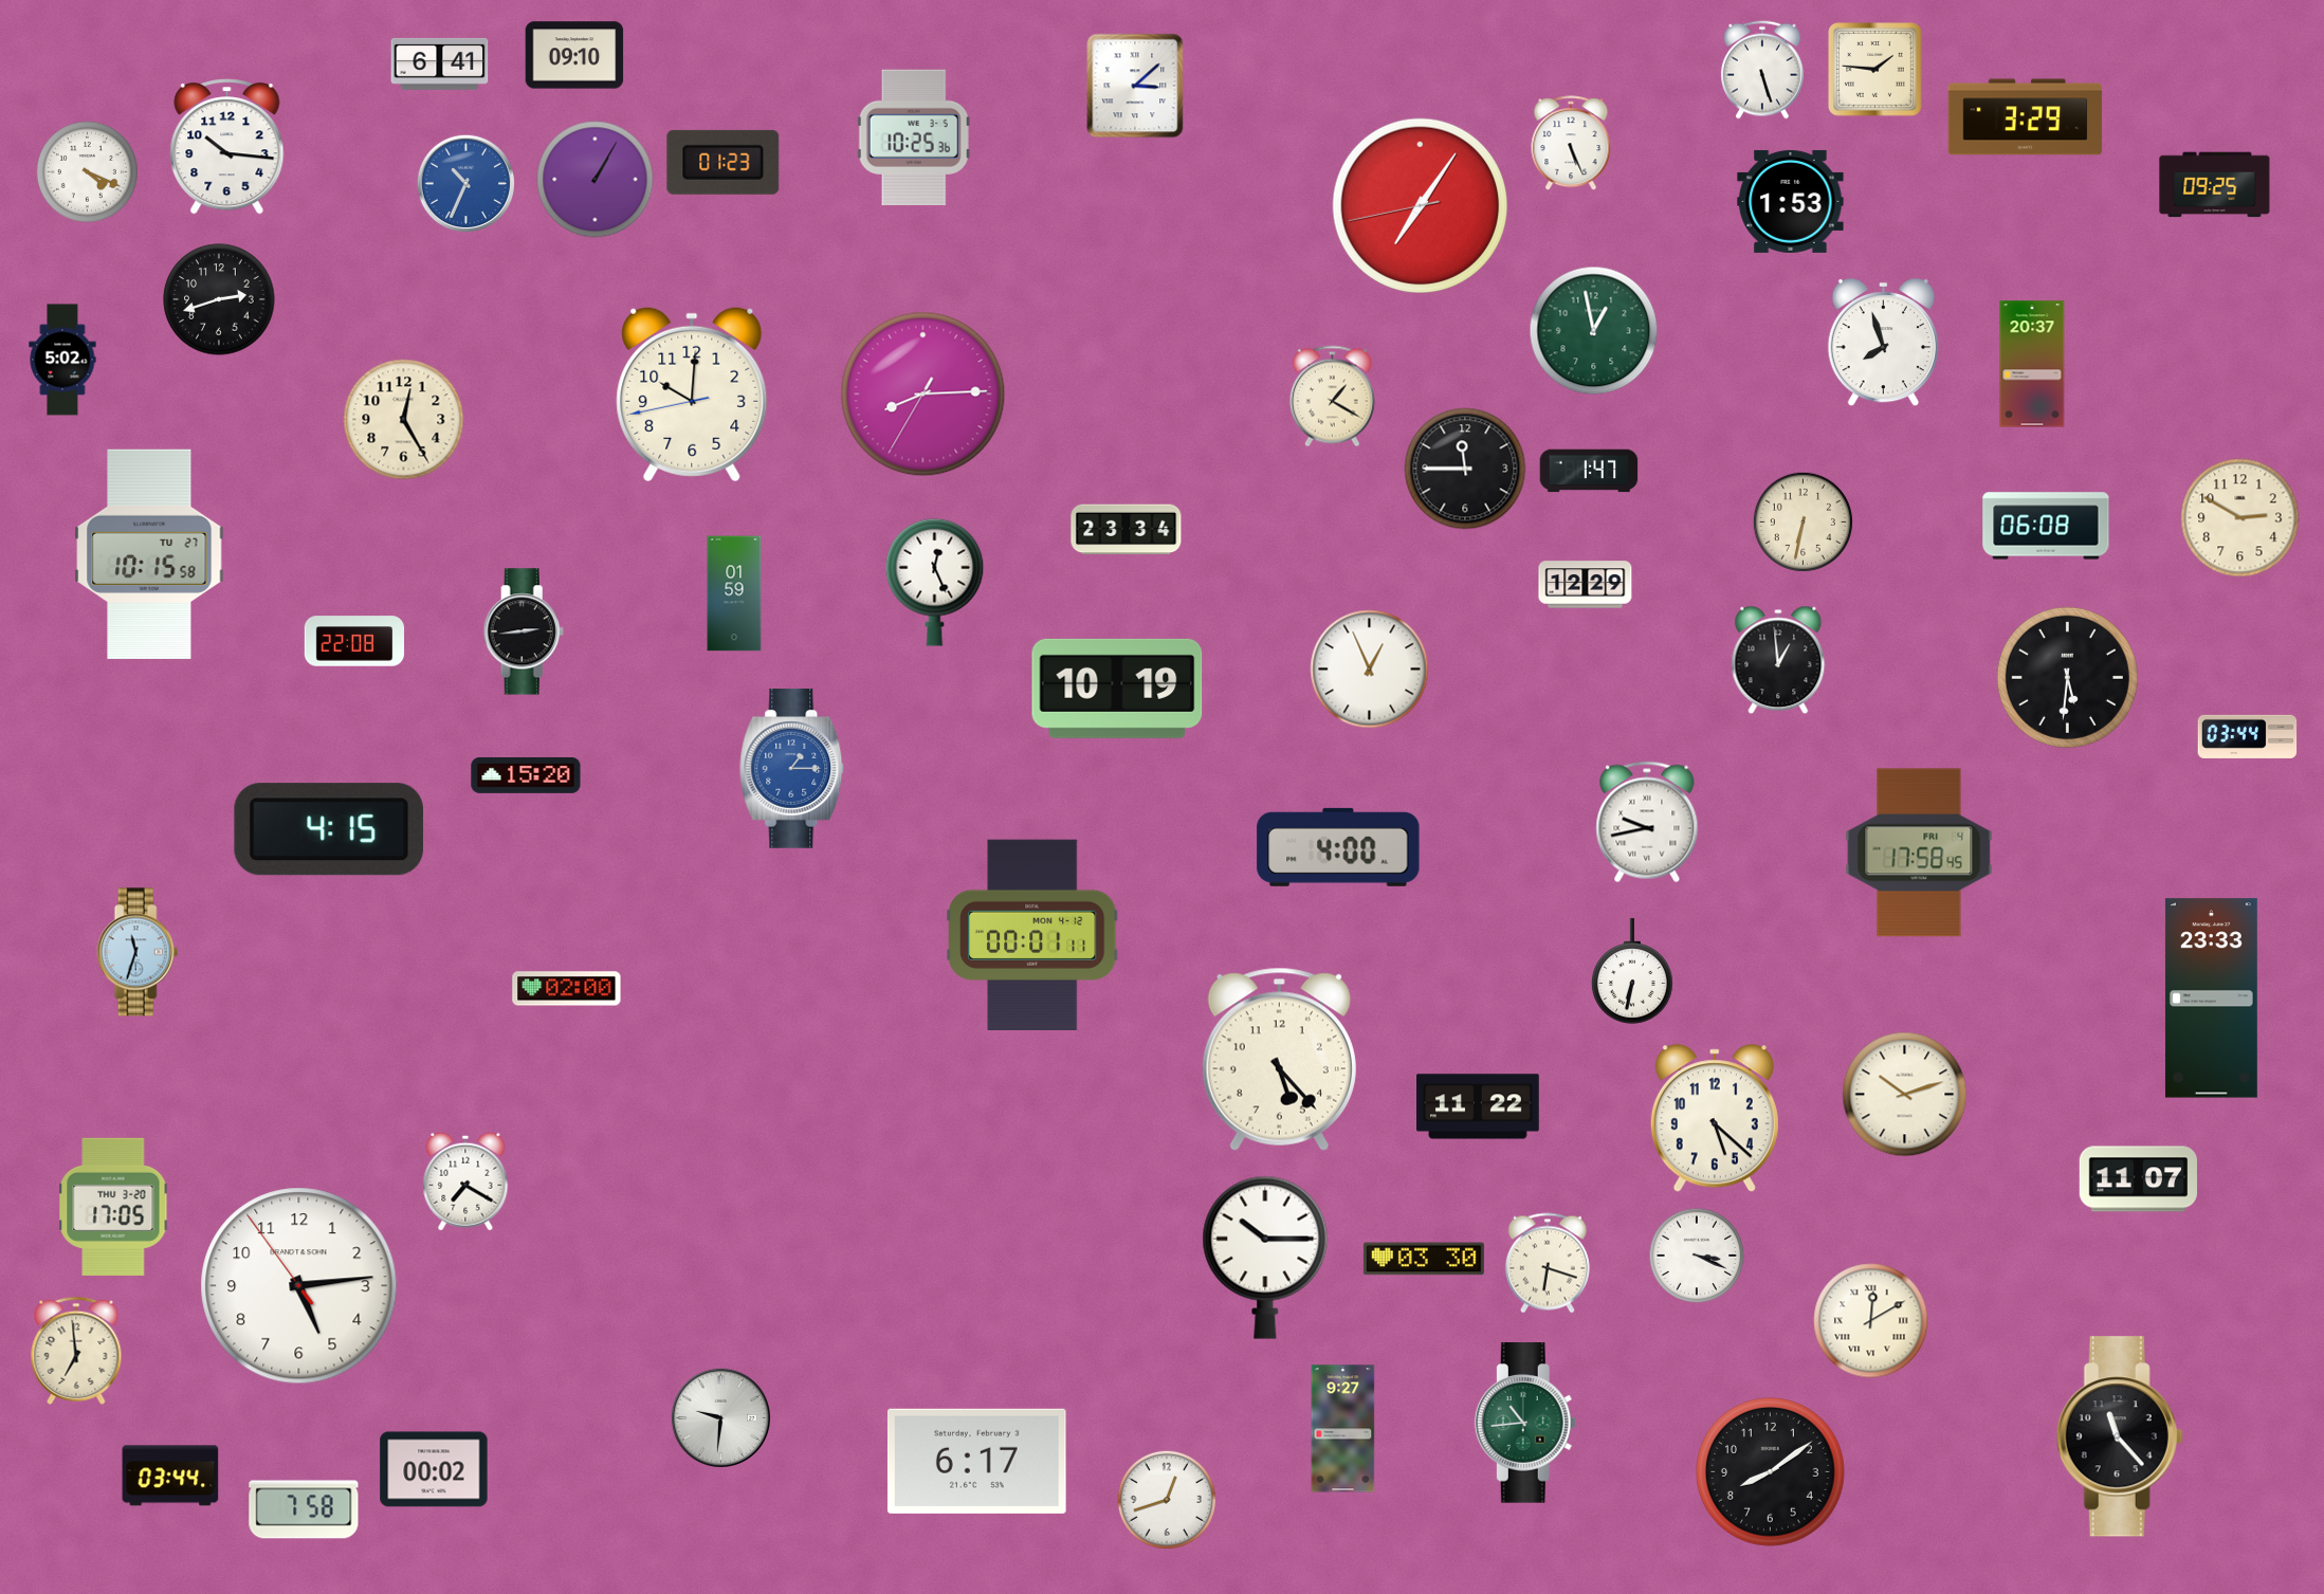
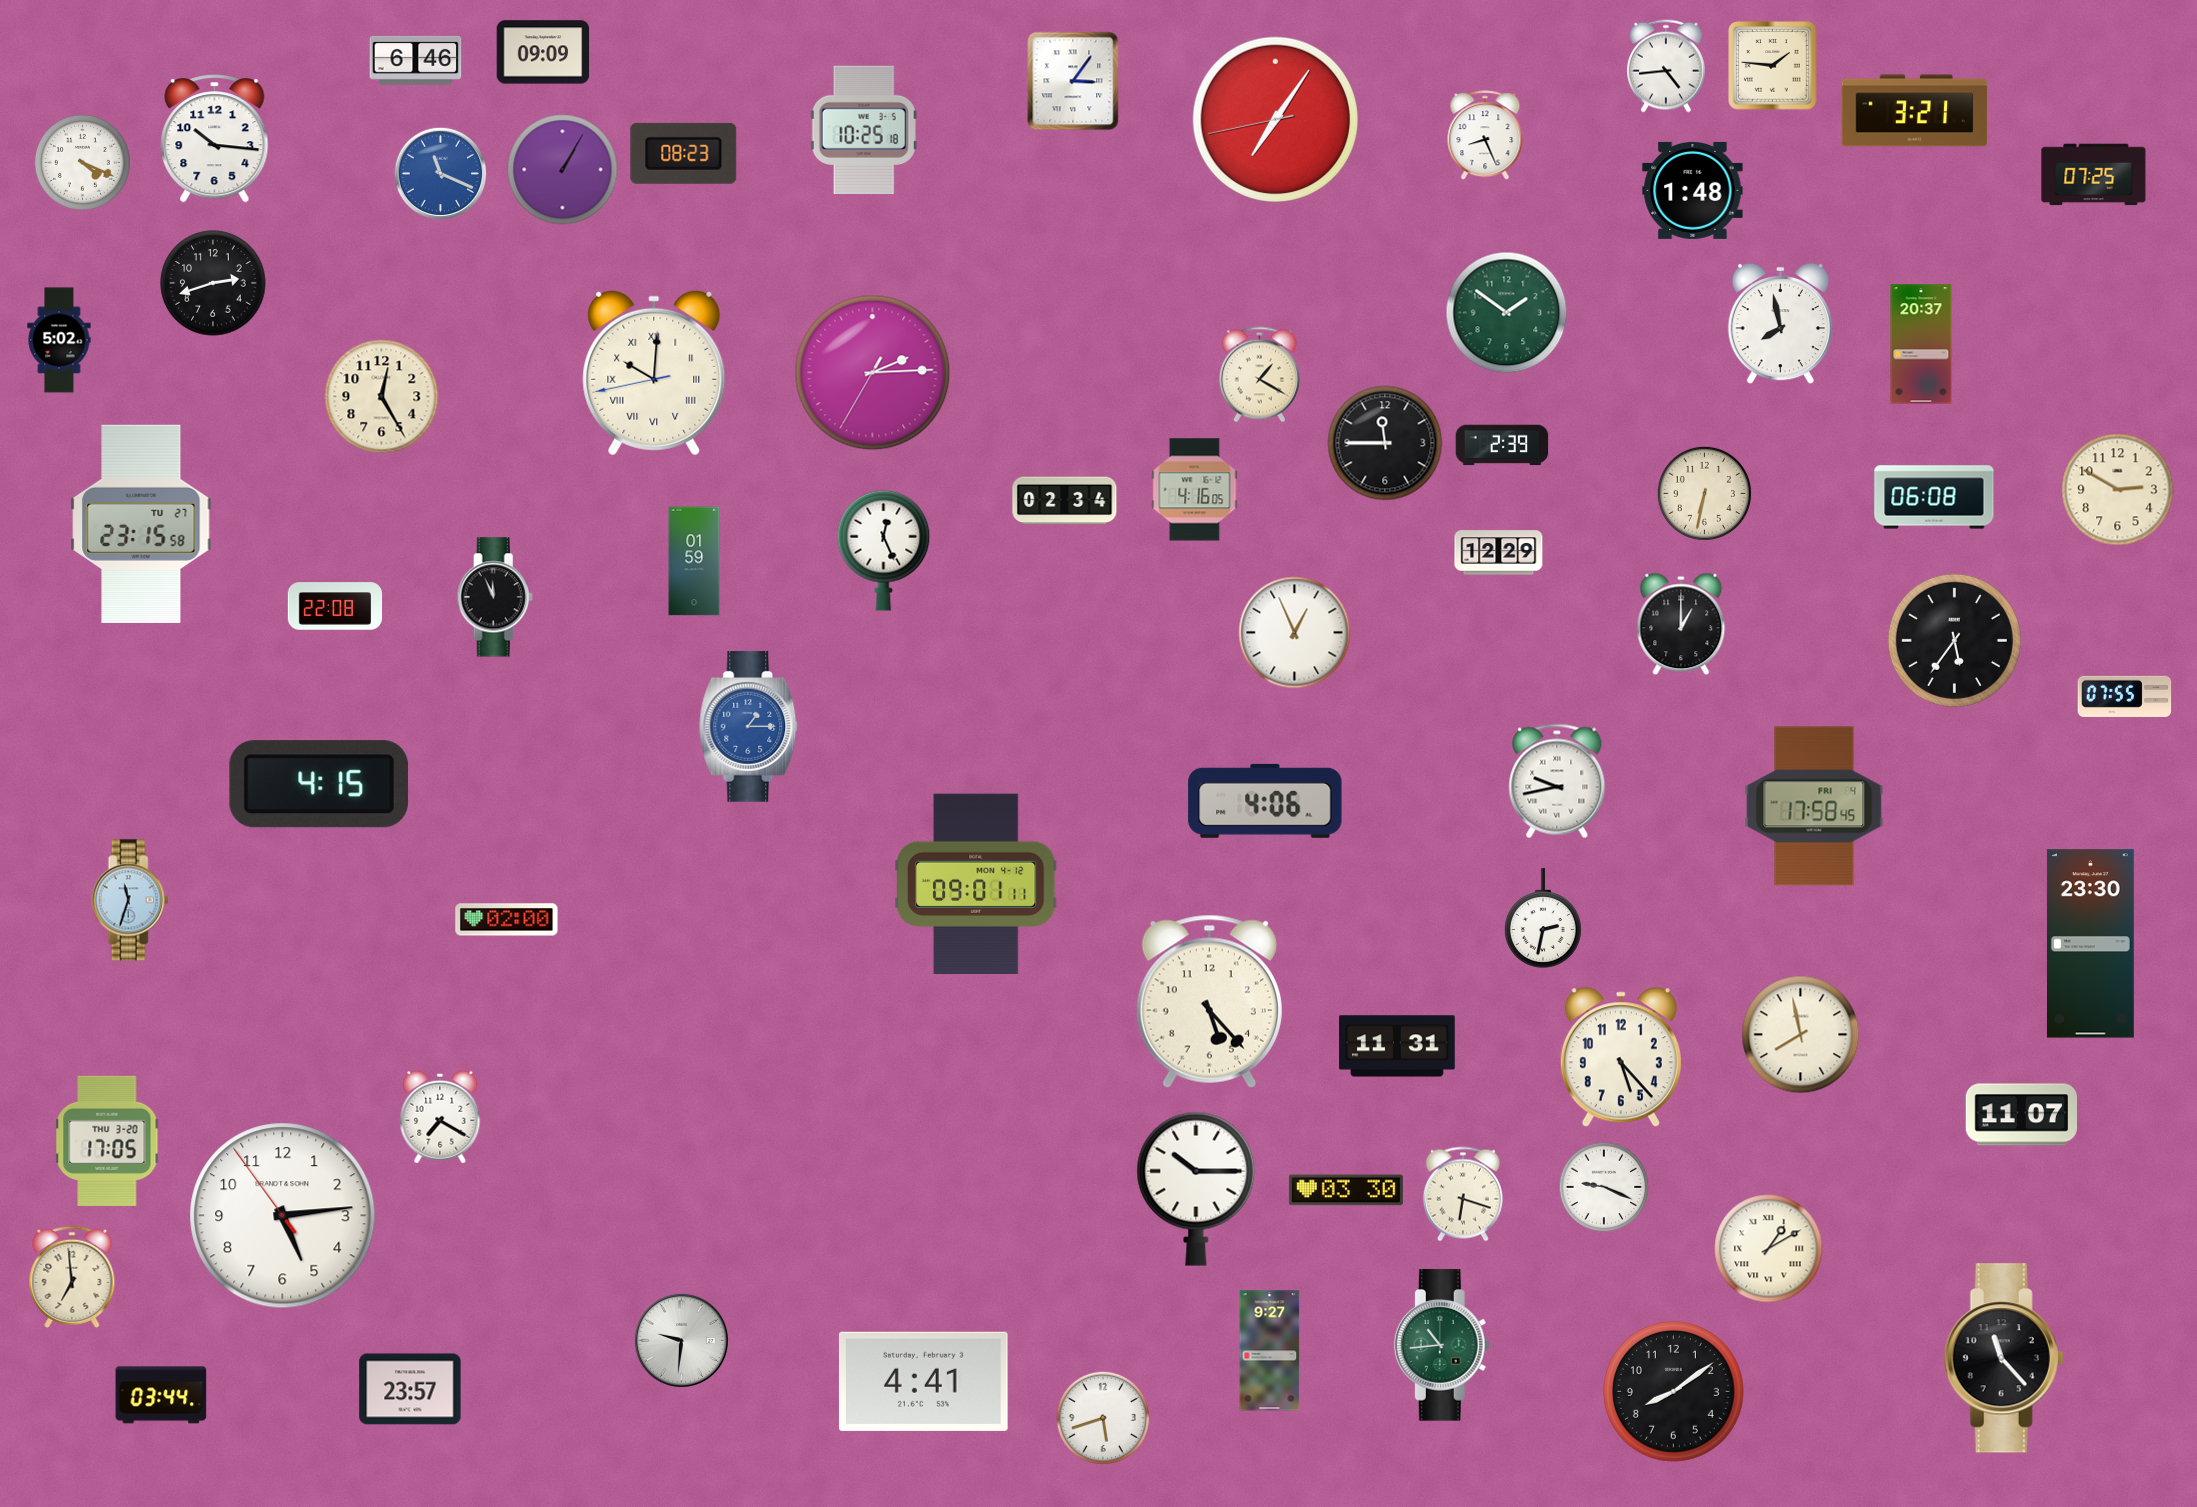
clock at (574, 55): 09:10 -> 09:09
clock at (440, 63): 6:41 -> 6:46
clock at (1762, 70): 5:27 -> 4:44
clock at (1135, 86): 3:08 -> 3:06
clock at (2026, 117): 3:29 -> 3:21
clock at (914, 136): 10:25:36 -> 10:25:18
clock at (1571, 144): 5:26 -> 8:26
clock at (724, 162): 01:23 -> 08:23
clock at (466, 184): 10:34 -> 11:19
clock at (2215, 185): 09:25 -> 07:25
clock at (1791, 201): 1:53 -> 1:48
clock at (1420, 205) position: (1420, 205) -> (1275, 119)
clock at (219, 299) position: (219, 299) -> (213, 283)
clock at (1594, 331): 12:58 -> 1:51
clock at (1883, 343): 7:57 -> 7:58
clock at (692, 395) numerals: Arabic -> Roman
clock at (923, 395): 8:14 -> 2:14
clock at (1589, 471): 1:47 -> 2:39
clock at (1195, 490): none -> 4:16
clock at (1127, 530): 23:34 -> 02:34
clock at (149, 554): 10:15 -> 23:15
clock at (524, 631): 2:44 -> 11:56
clock at (1778, 660): 12:59 -> 1:00
clock at (2067, 677): 5:31 -> 5:36
clock at (1117, 689): 10:19 -> none
clock at (2248, 736): 03:44 -> 07:55
clock at (526, 775): 15:20 -> none
clock at (1647, 822) position: (1647, 822) -> (1557, 781)
clock at (329, 829) position: (329, 829) -> (319, 784)
clock at (1338, 847): 4:00 -> 4:06
clock at (1033, 934): 00:01 -> 09:01
clock at (1632, 971): 6:32 -> 2:32
clock at (567, 989) position: (567, 989) -> (507, 920)
clock at (2211, 998): 23:33 -> 23:30
clock at (1905, 1095): 10:12 -> 7:58
clock at (1478, 1106): 11:22 -> 11:31
clock at (1715, 1119): 5:22 -> 5:23
clock at (1697, 1256): 3:19 -> 9:19
clock at (1871, 1321): 12:10 -> 1:10
clock at (976, 1461): 6:17 -> 4:41
clock at (434, 1469): 00:02 -> 23:57
clock at (1167, 1499): 12:42 -> 5:42
clock at (304, 1509): 7:58 -> none
